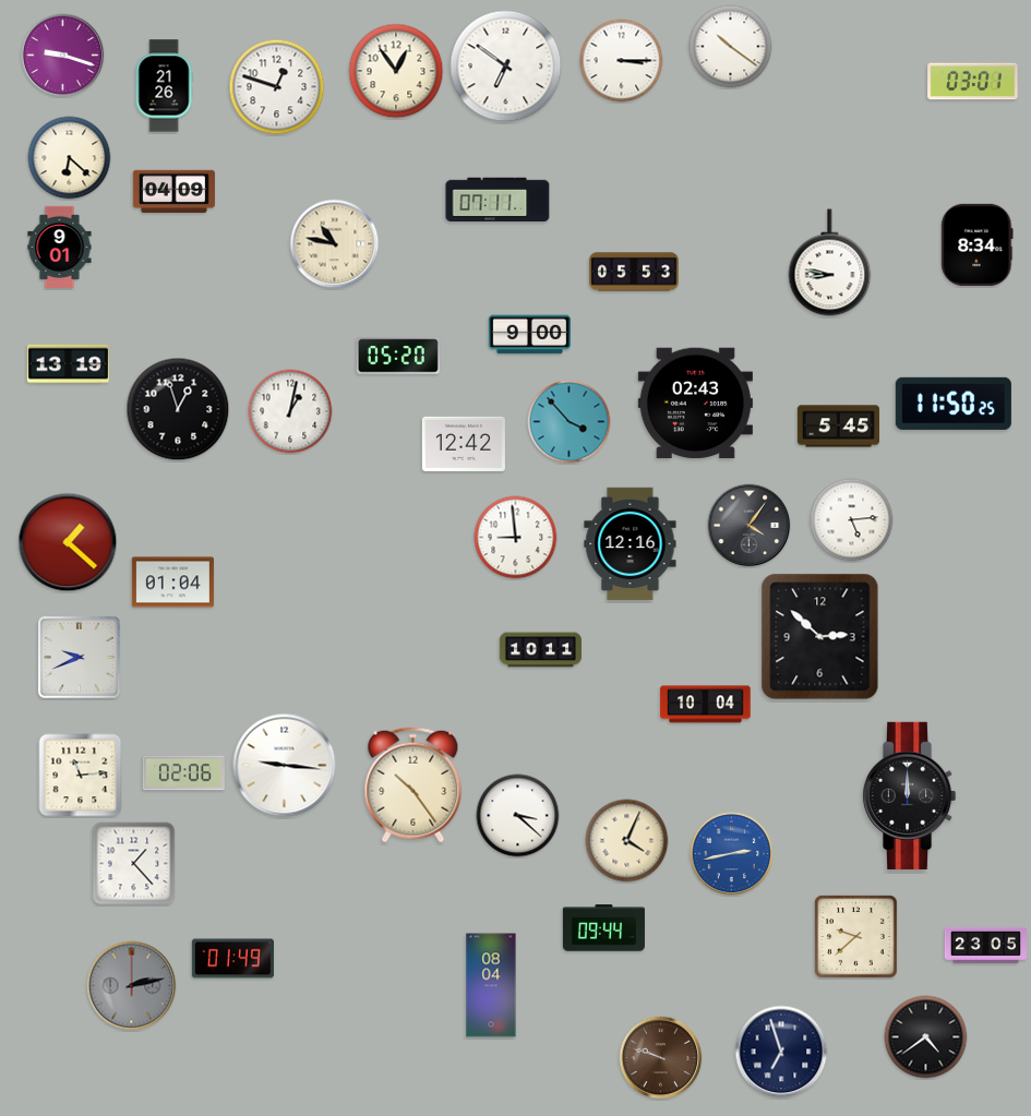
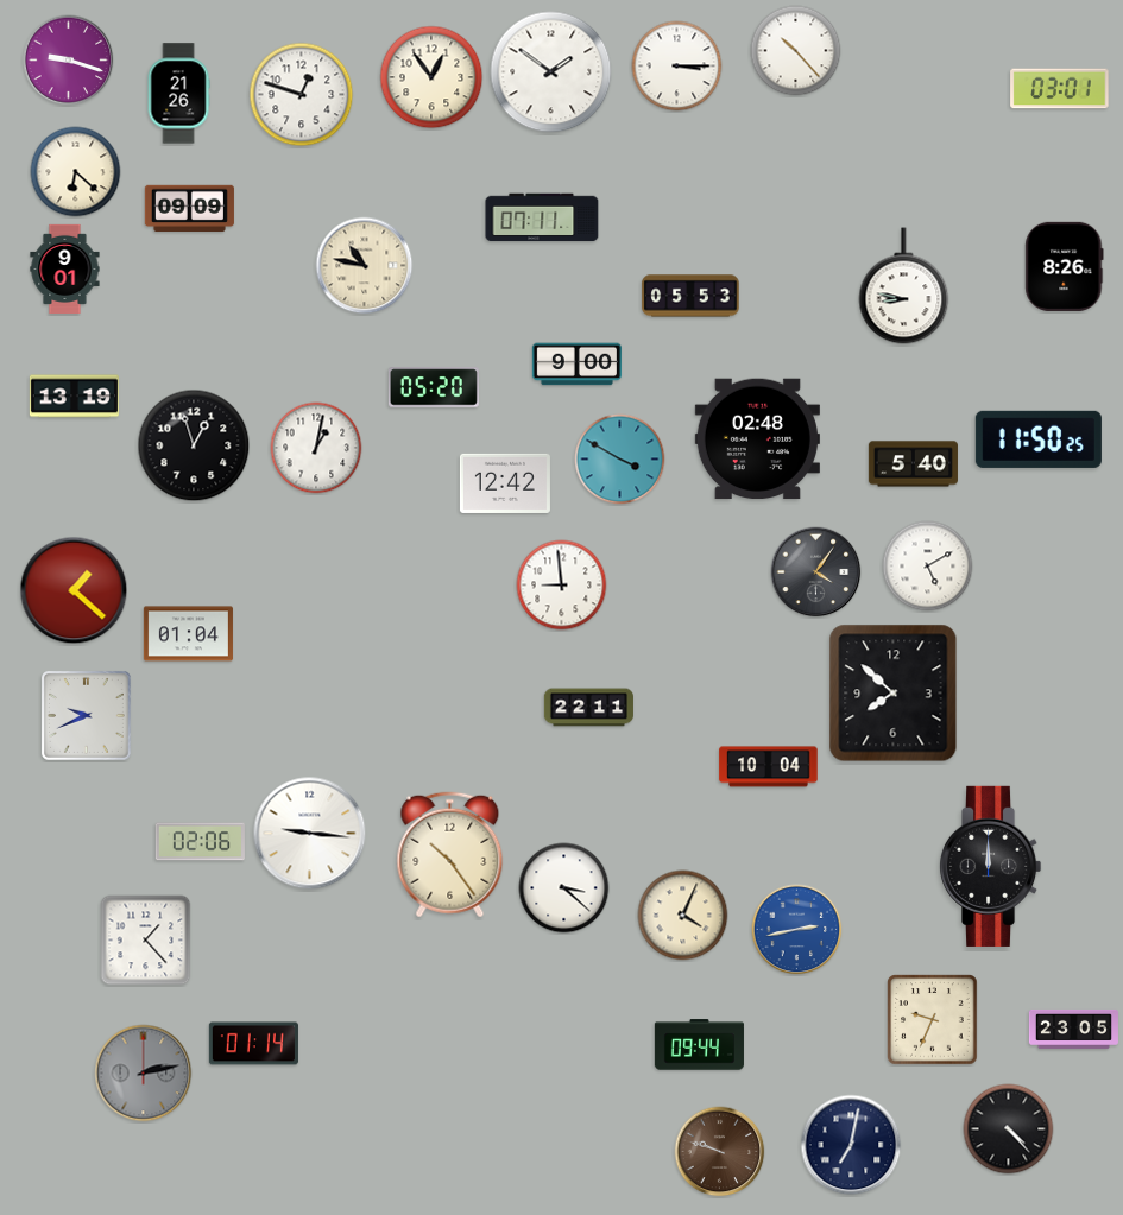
clock at (731, 47): 10:21 -> 10:23
clock at (506, 67): 6:51 -> 1:51
clock at (173, 191): 04:09 -> 09:09
clock at (978, 244): 8:34 -> 8:26
clock at (695, 404): 02:43 -> 02:48
clock at (570, 422): 3:53 -> 3:50
clock at (838, 427): 5:45 -> 5:40
clock at (852, 520): 5:14 -> 5:10
clock at (631, 544): 12:16 -> none
clock at (820, 637): 2:52 -> 7:52
clock at (540, 650): 10:11 -> 22:11
clock at (81, 776): 11:14 -> none
clock at (603, 928) position: (603, 928) -> (699, 1045)
clock at (856, 937): 9:38 -> 9:34
clock at (232, 959): 01:49 -> 01:14
clock at (491, 985): 08:04 -> none
clock at (926, 1037): 4:39 -> 4:23
clock at (781, 1052): 6:57 -> 7:02
